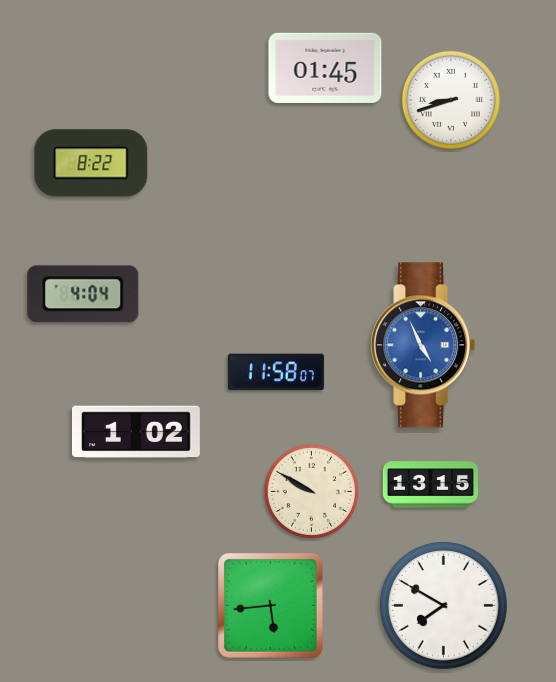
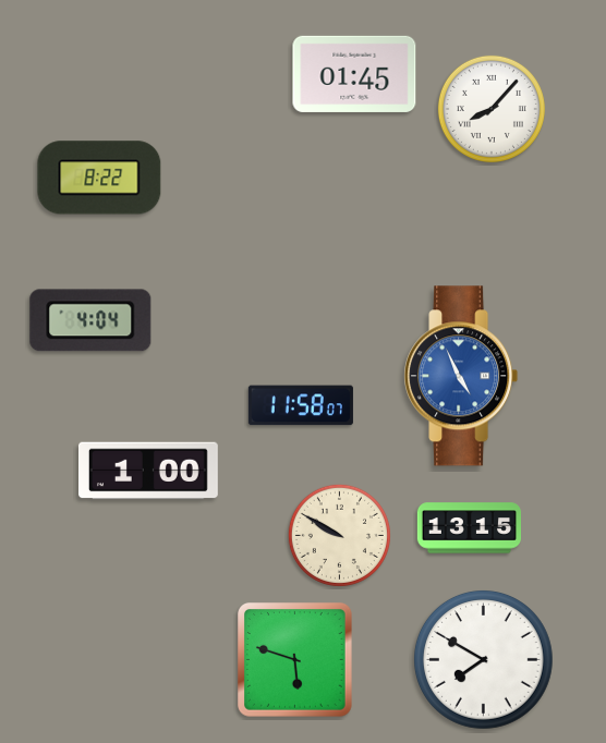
clock at (451, 100): 8:42 -> 8:07
clock at (137, 432): 1:02 -> 1:00
clock at (271, 606): 5:44 -> 5:48
